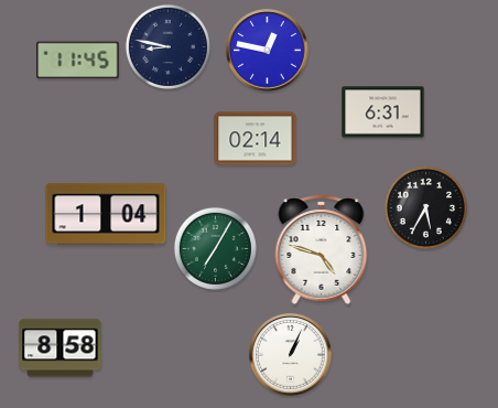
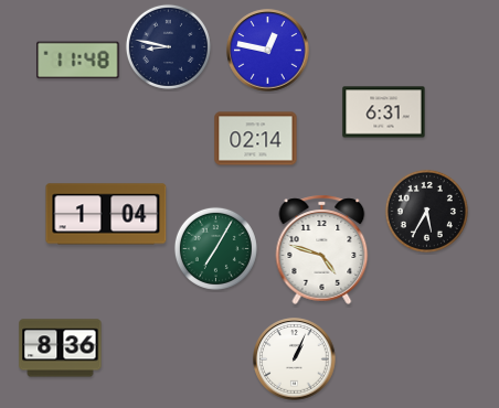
clock at (78, 61): 11:45 -> 11:48
clock at (425, 207) position: (425, 207) -> (426, 211)
clock at (61, 348): 8:58 -> 8:36
clock at (291, 355) position: (291, 355) -> (295, 359)
